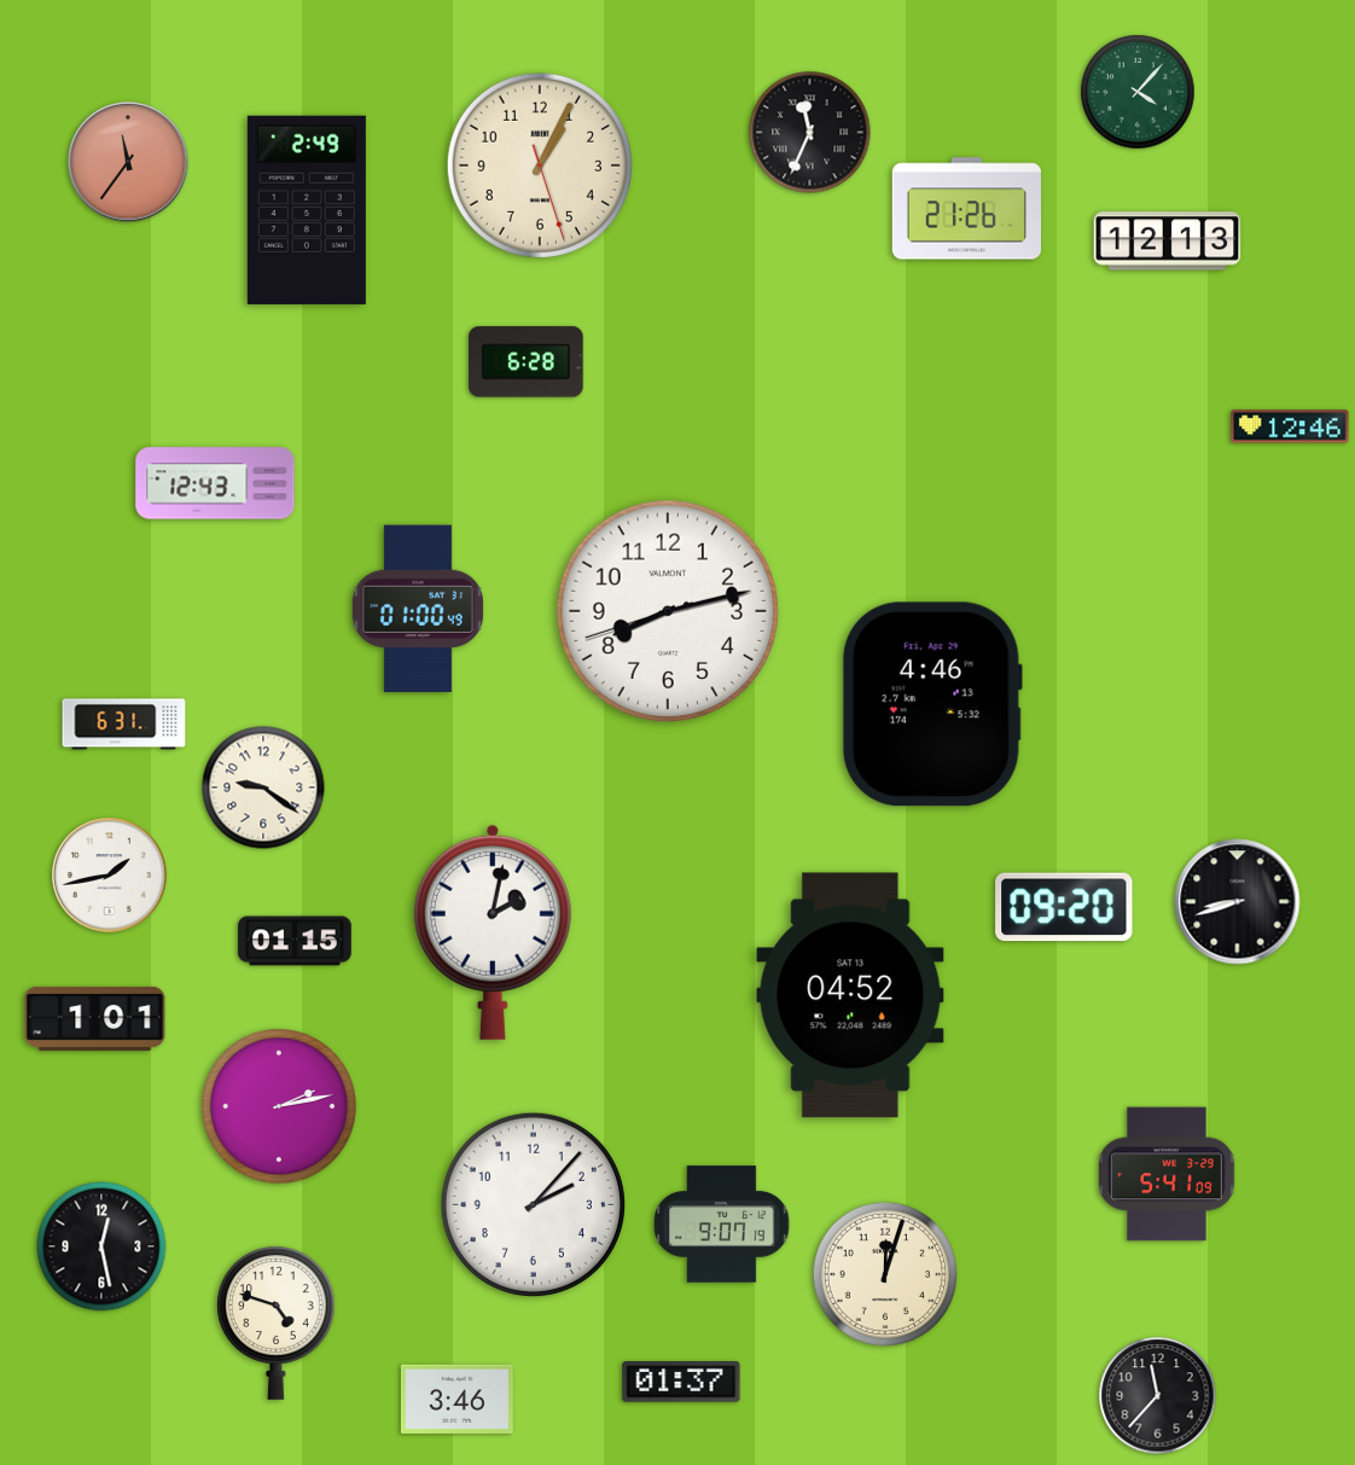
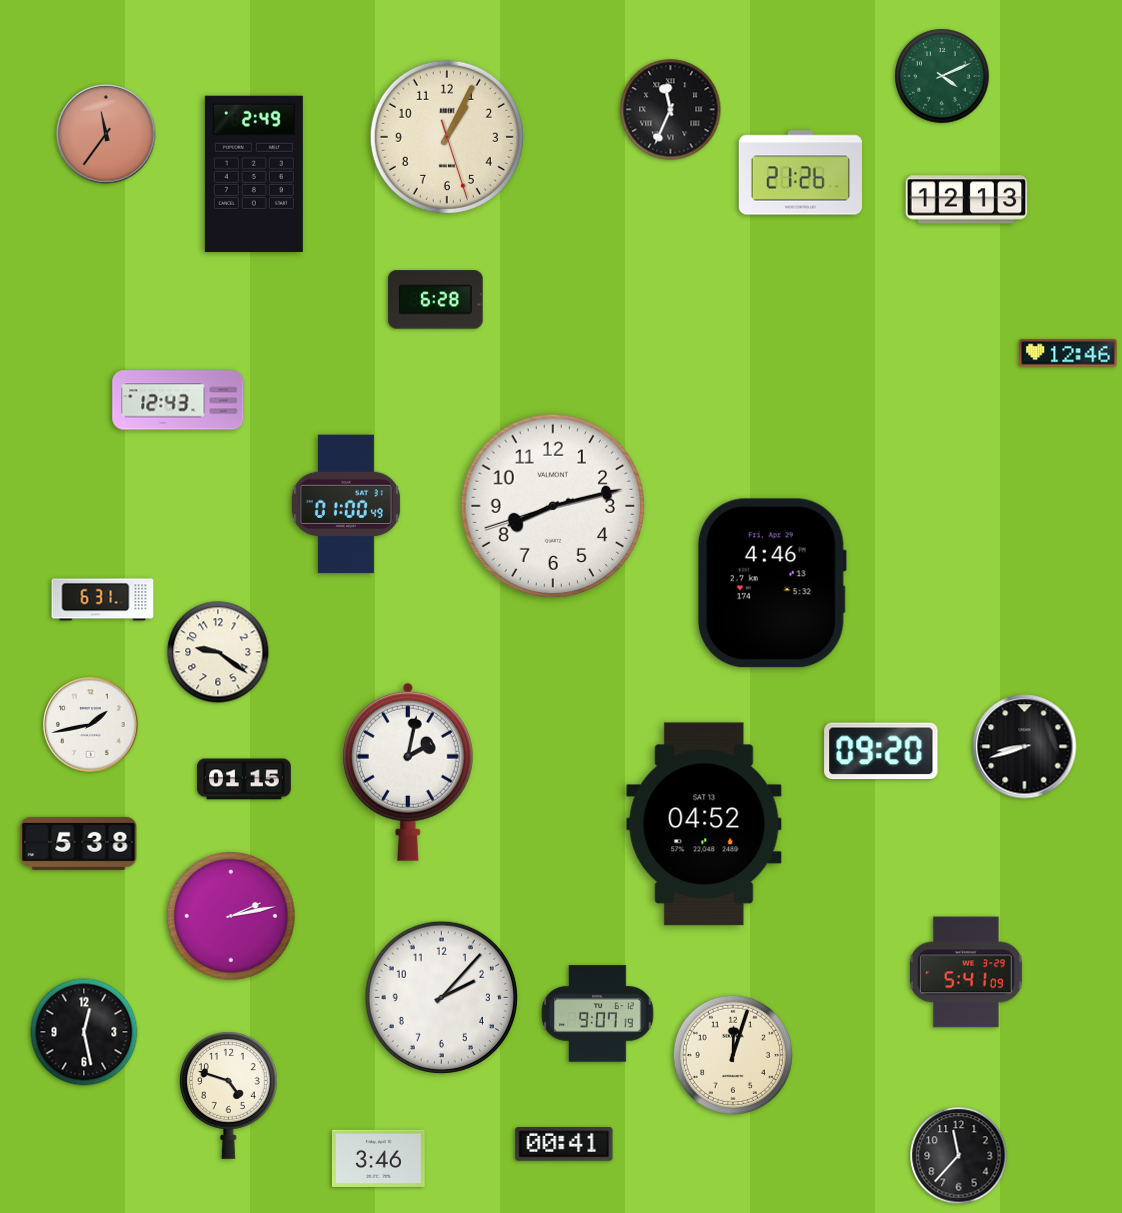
clock at (1138, 92): 4:07 -> 4:11
clock at (95, 1018): 1:01 -> 5:38
clock at (681, 1383): 01:37 -> 00:41
